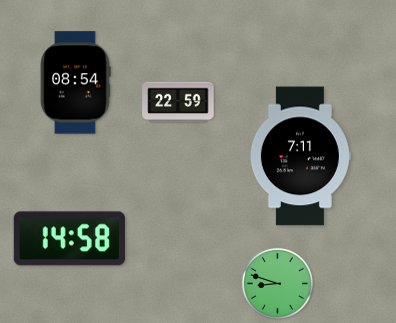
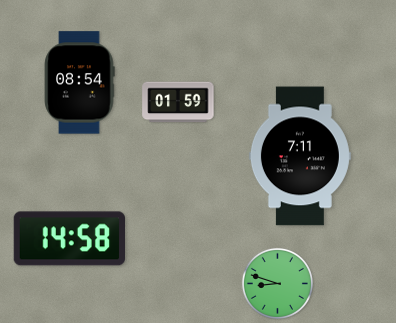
clock at (75, 83) position: (75, 83) -> (79, 83)
clock at (178, 102): 22:59 -> 01:59
